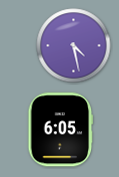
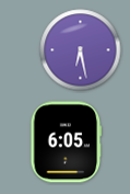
clock at (74, 46): 4:28 -> 6:28
